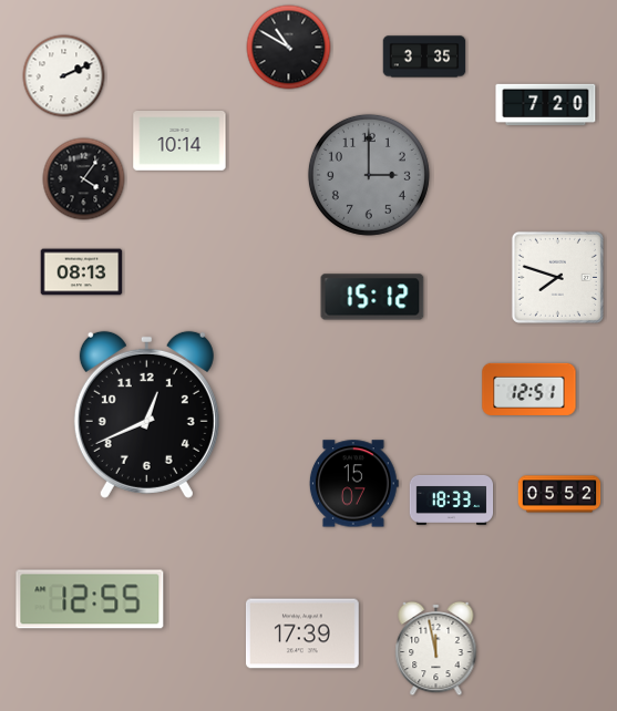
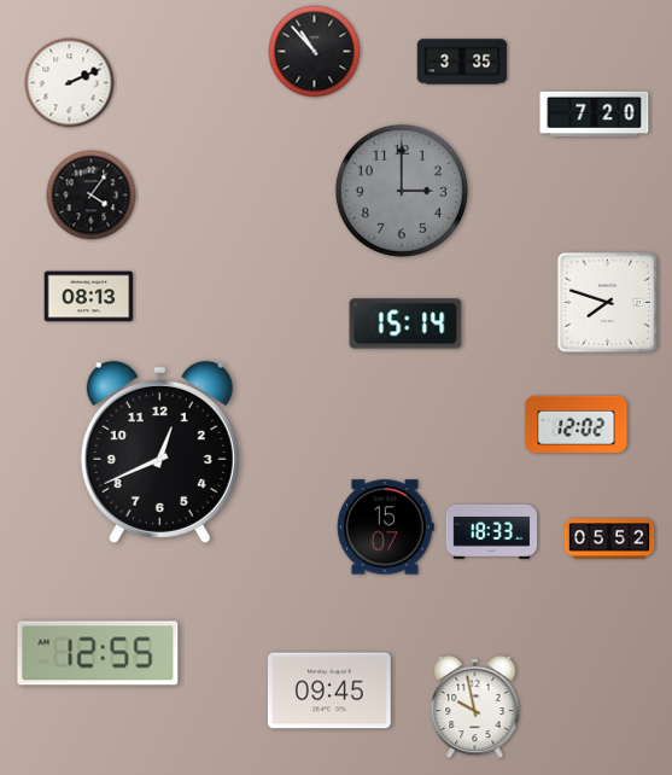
clock at (289, 48): 10:50 -> 10:53
clock at (179, 141): 10:14 -> none
clock at (372, 297): 15:12 -> 15:14
clock at (529, 389): 12:51 -> 12:02
clock at (452, 499) position: (452, 499) -> (492, 531)
clock at (302, 633): 17:39 -> 09:45
clock at (436, 649): 11:58 -> 9:58
